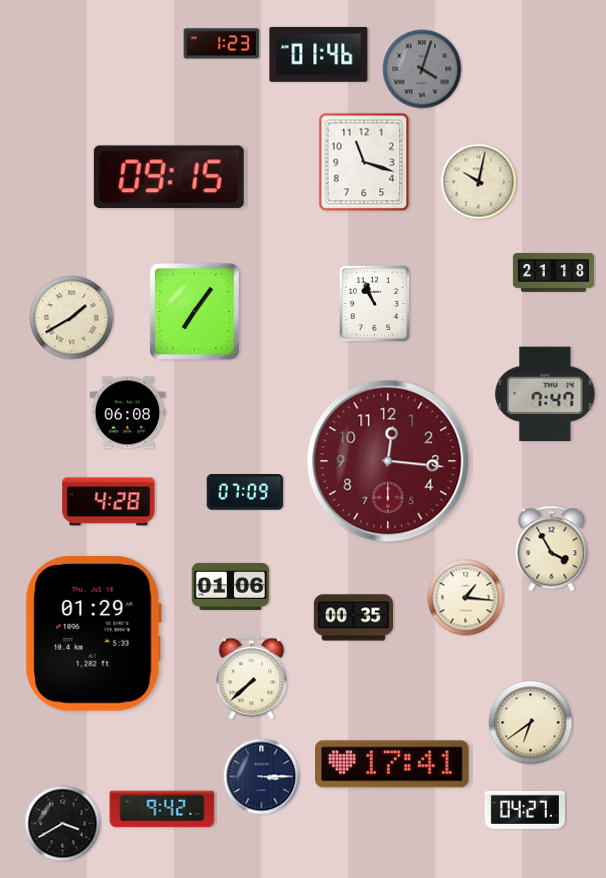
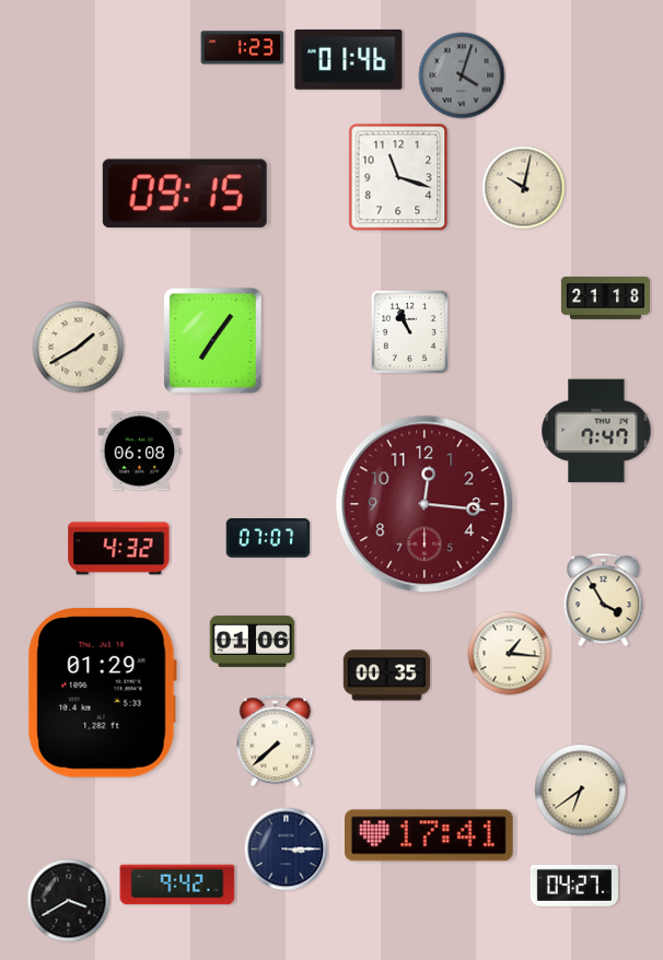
clock at (479, 182) position: (479, 182) -> (524, 188)
clock at (245, 492): 07:09 -> 07:07
clock at (109, 502): 4:28 -> 4:32
